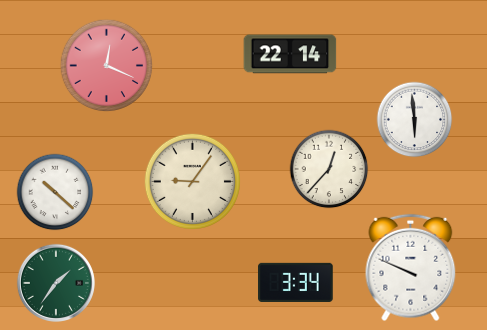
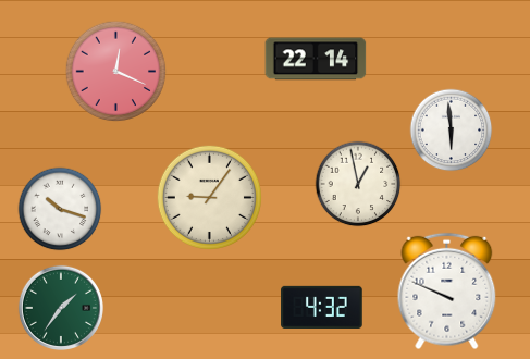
clock at (329, 169): 12:37 -> 12:58
clock at (55, 192): 10:22 -> 10:18
clock at (296, 282): 3:34 -> 4:32
